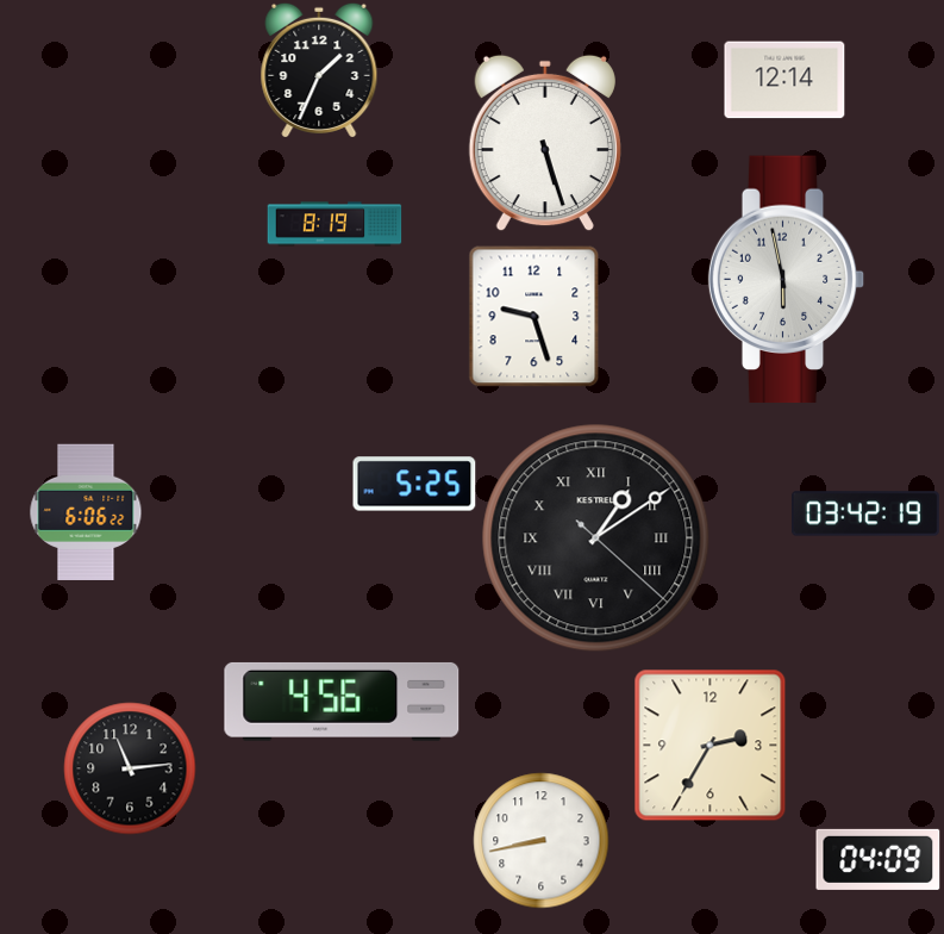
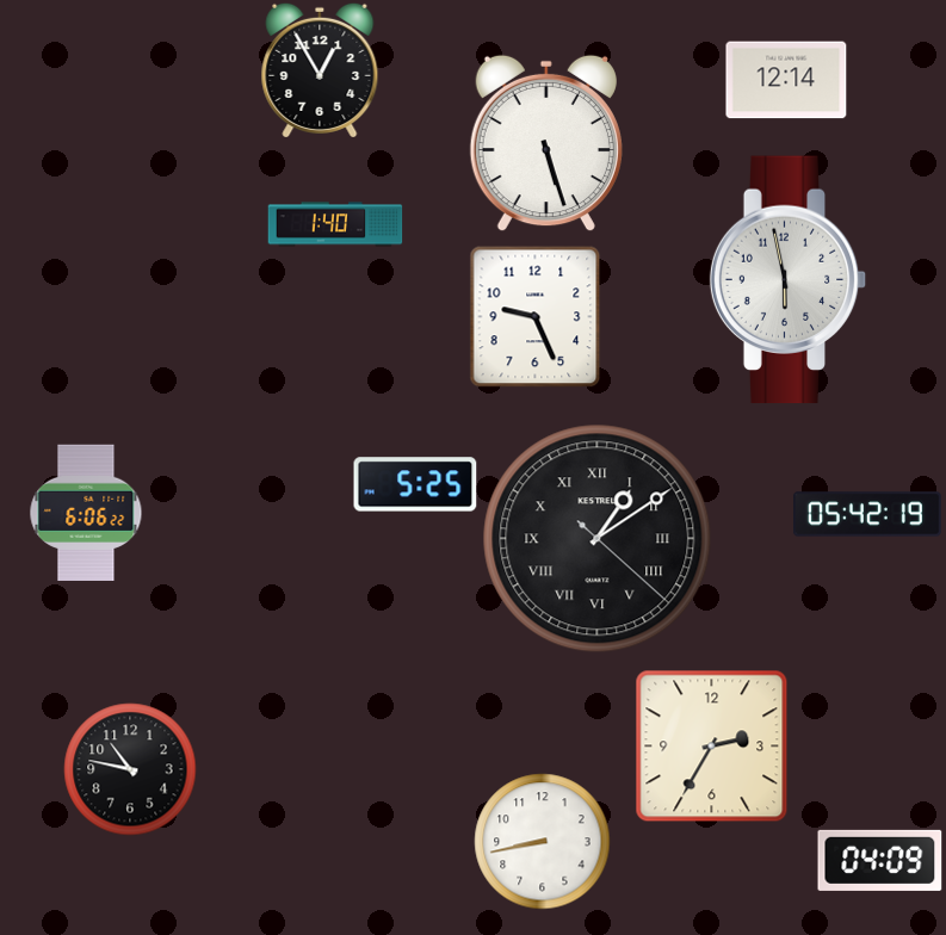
clock at (319, 70): 1:34 -> 12:55
clock at (335, 224): 8:19 -> 1:40
clock at (534, 317): 9:27 -> 9:26
clock at (865, 513): 03:42 -> 05:42
clock at (342, 702): 4:56 -> none
clock at (130, 768): 11:14 -> 10:47
